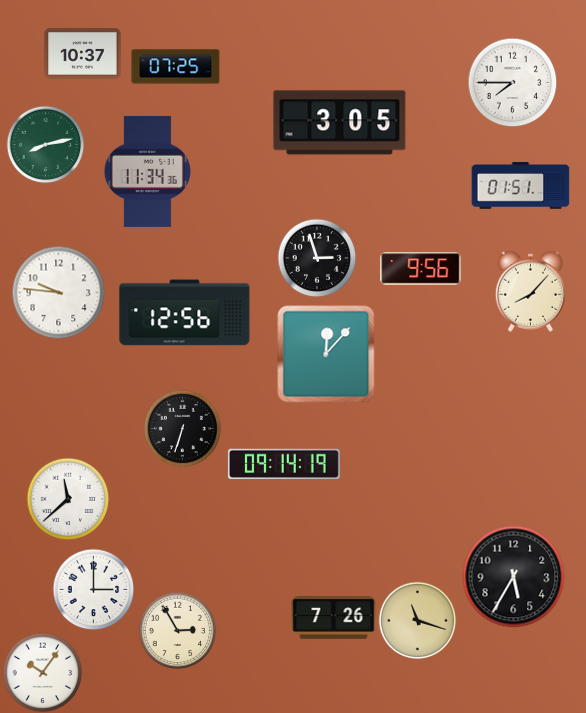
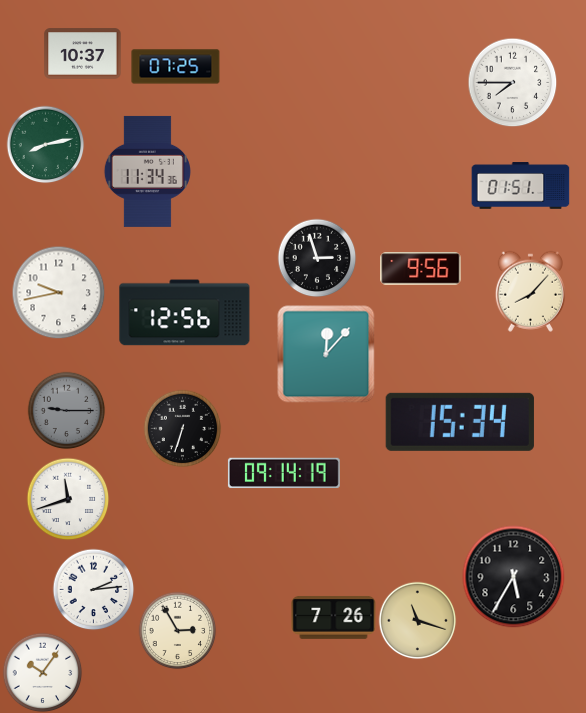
clock at (340, 123): 3:05 -> none
clock at (58, 292): 9:46 -> 9:43
clock at (66, 410): none -> 9:15
clock at (460, 422): none -> 15:34
clock at (284, 464) position: (284, 464) -> (284, 473)
clock at (68, 499): 11:38 -> 11:42
clock at (93, 589): 3:00 -> 2:14
